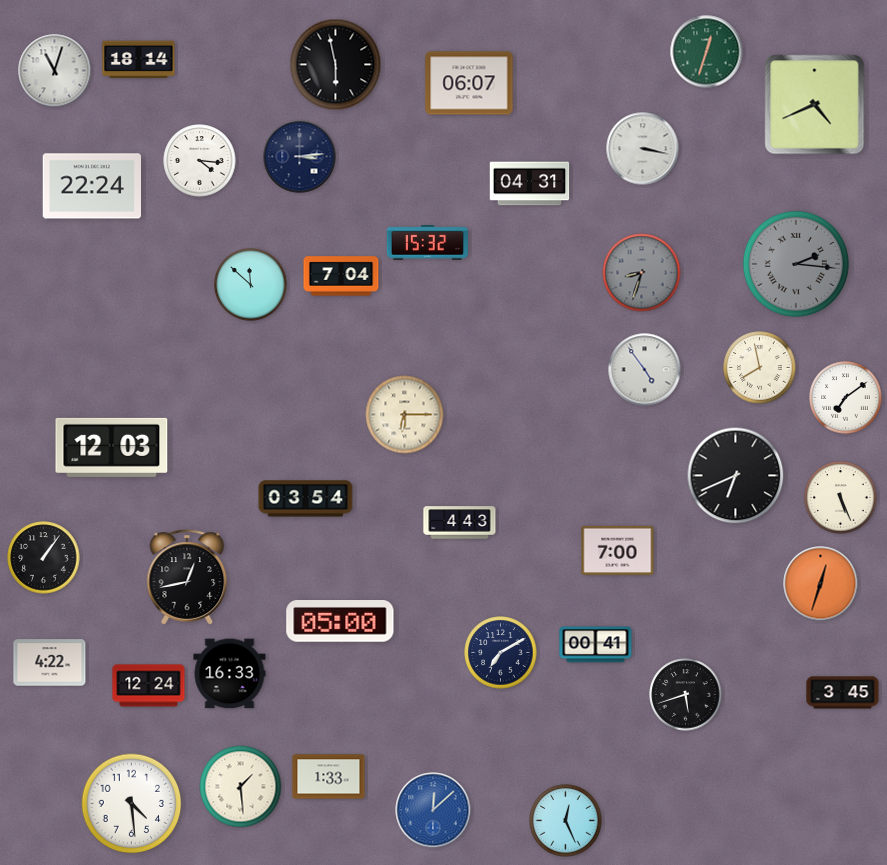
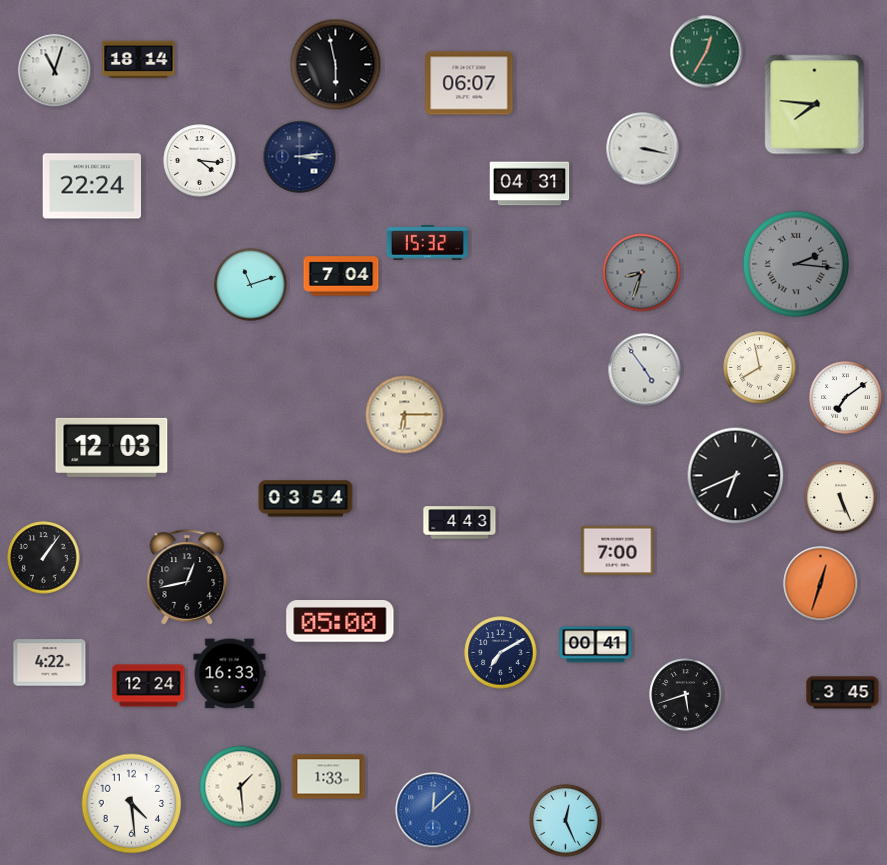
clock at (707, 52): 12:33 -> 12:35
clock at (815, 105): 4:41 -> 7:46
clock at (251, 285): 11:52 -> 11:12
